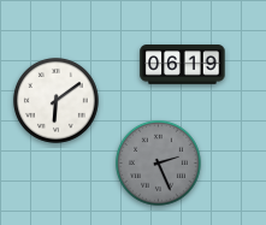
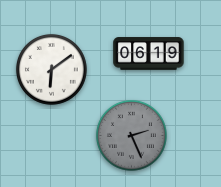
clock at (183, 65) position: (183, 65) -> (149, 54)
clock at (55, 100) position: (55, 100) -> (51, 69)
